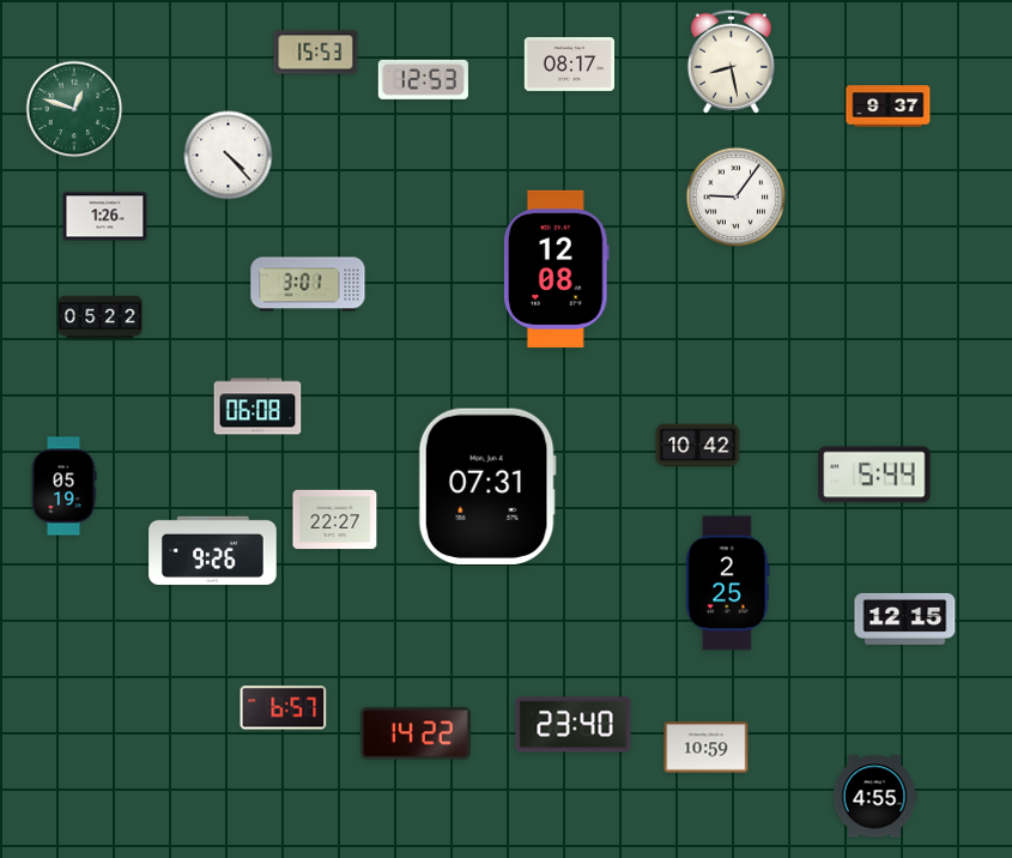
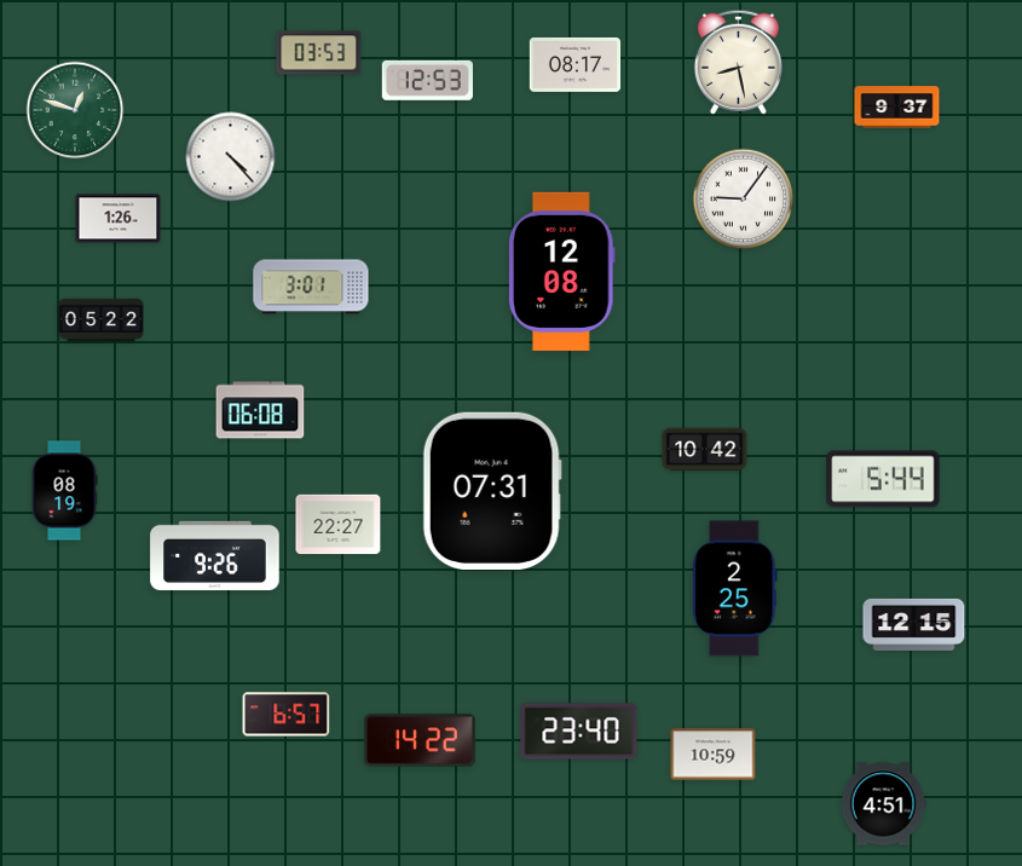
clock at (316, 53): 15:53 -> 03:53
clock at (105, 217) position: (105, 217) -> (119, 219)
clock at (63, 487): 05:19 -> 08:19
clock at (874, 797): 4:55 -> 4:51
